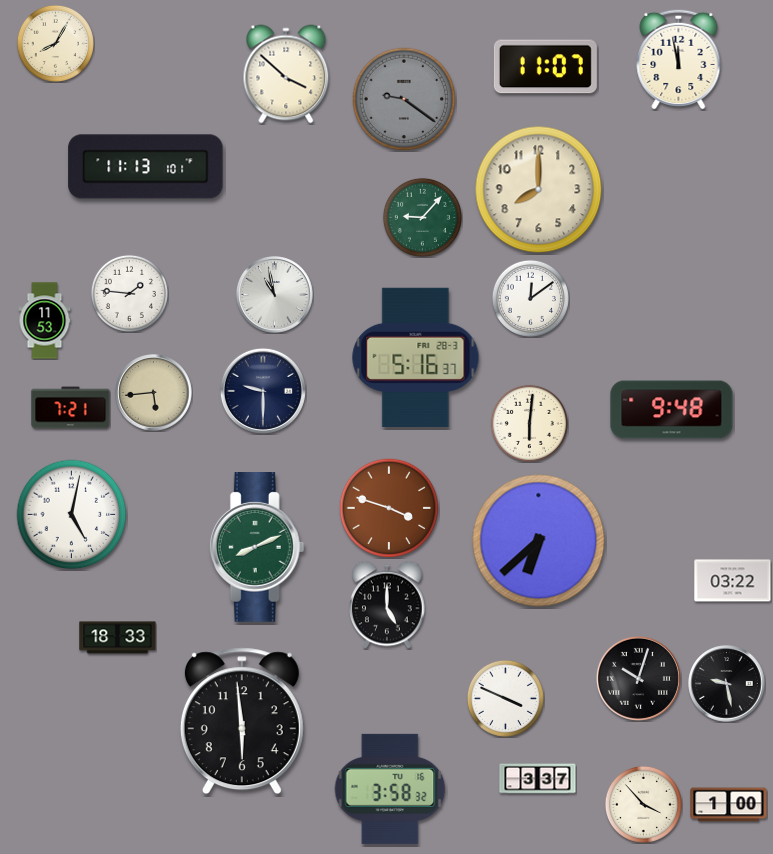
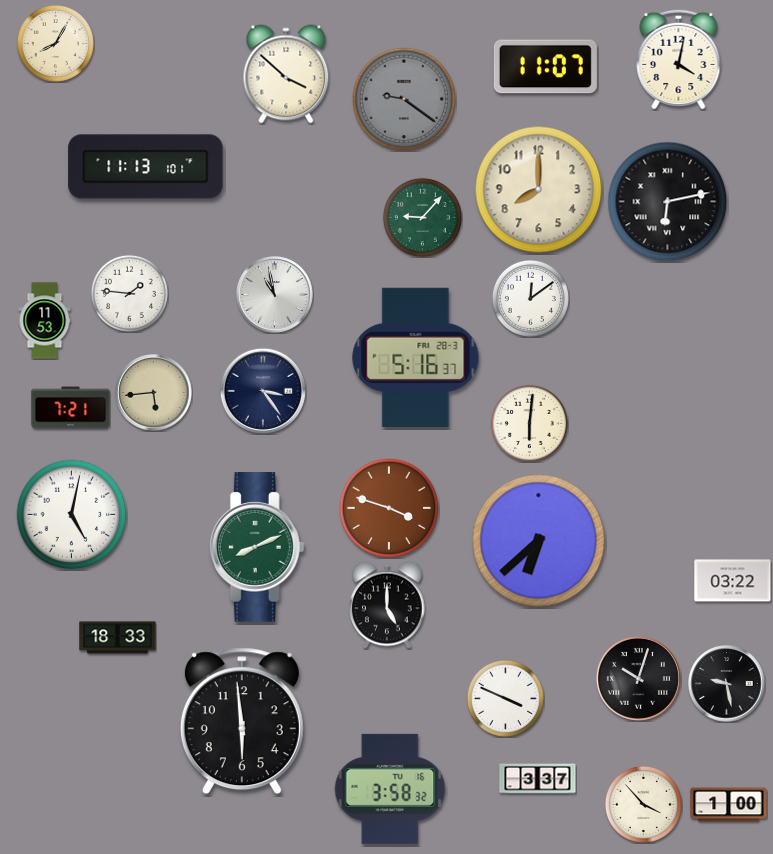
clock at (679, 59): 11:58 -> 4:02
clock at (668, 202): none -> 6:13
clock at (263, 391): 9:30 -> 3:24
clock at (672, 410): 9:48 -> none
